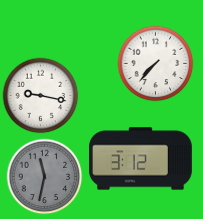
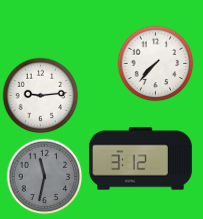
clock at (41, 96): 9:17 -> 9:14
